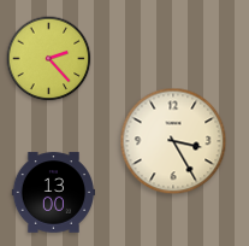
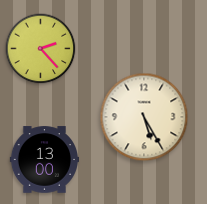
clock at (173, 141): 3:25 -> 5:25
